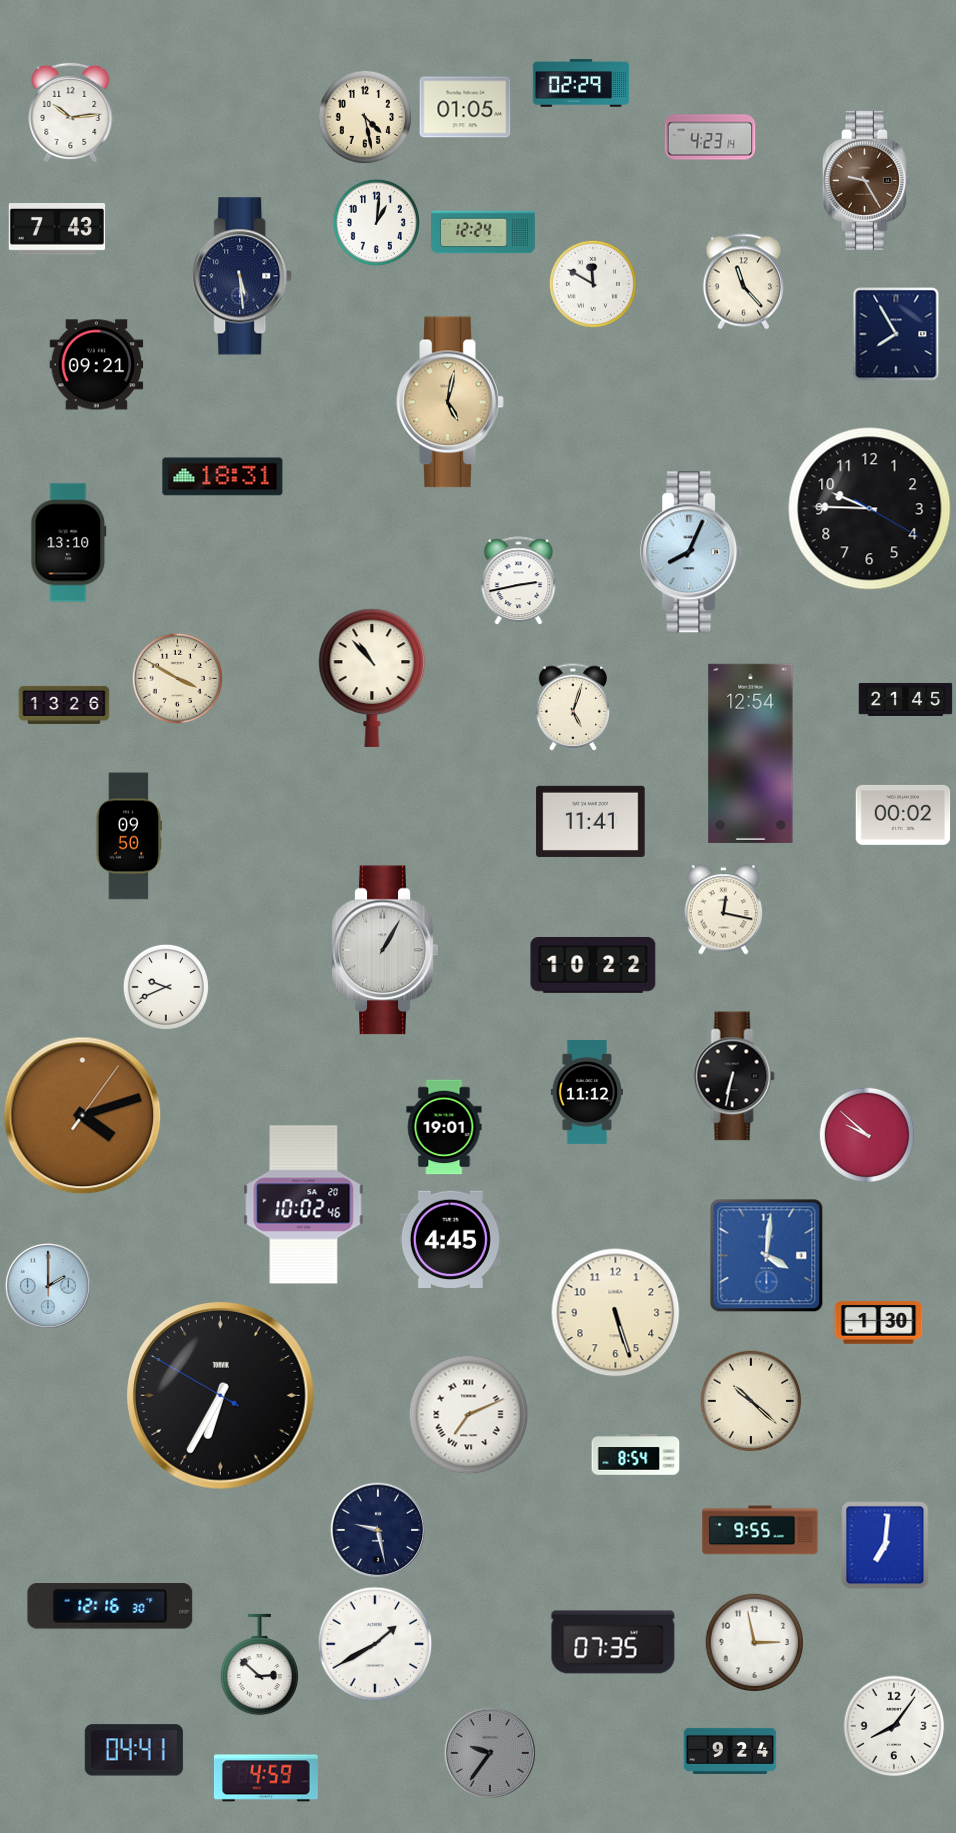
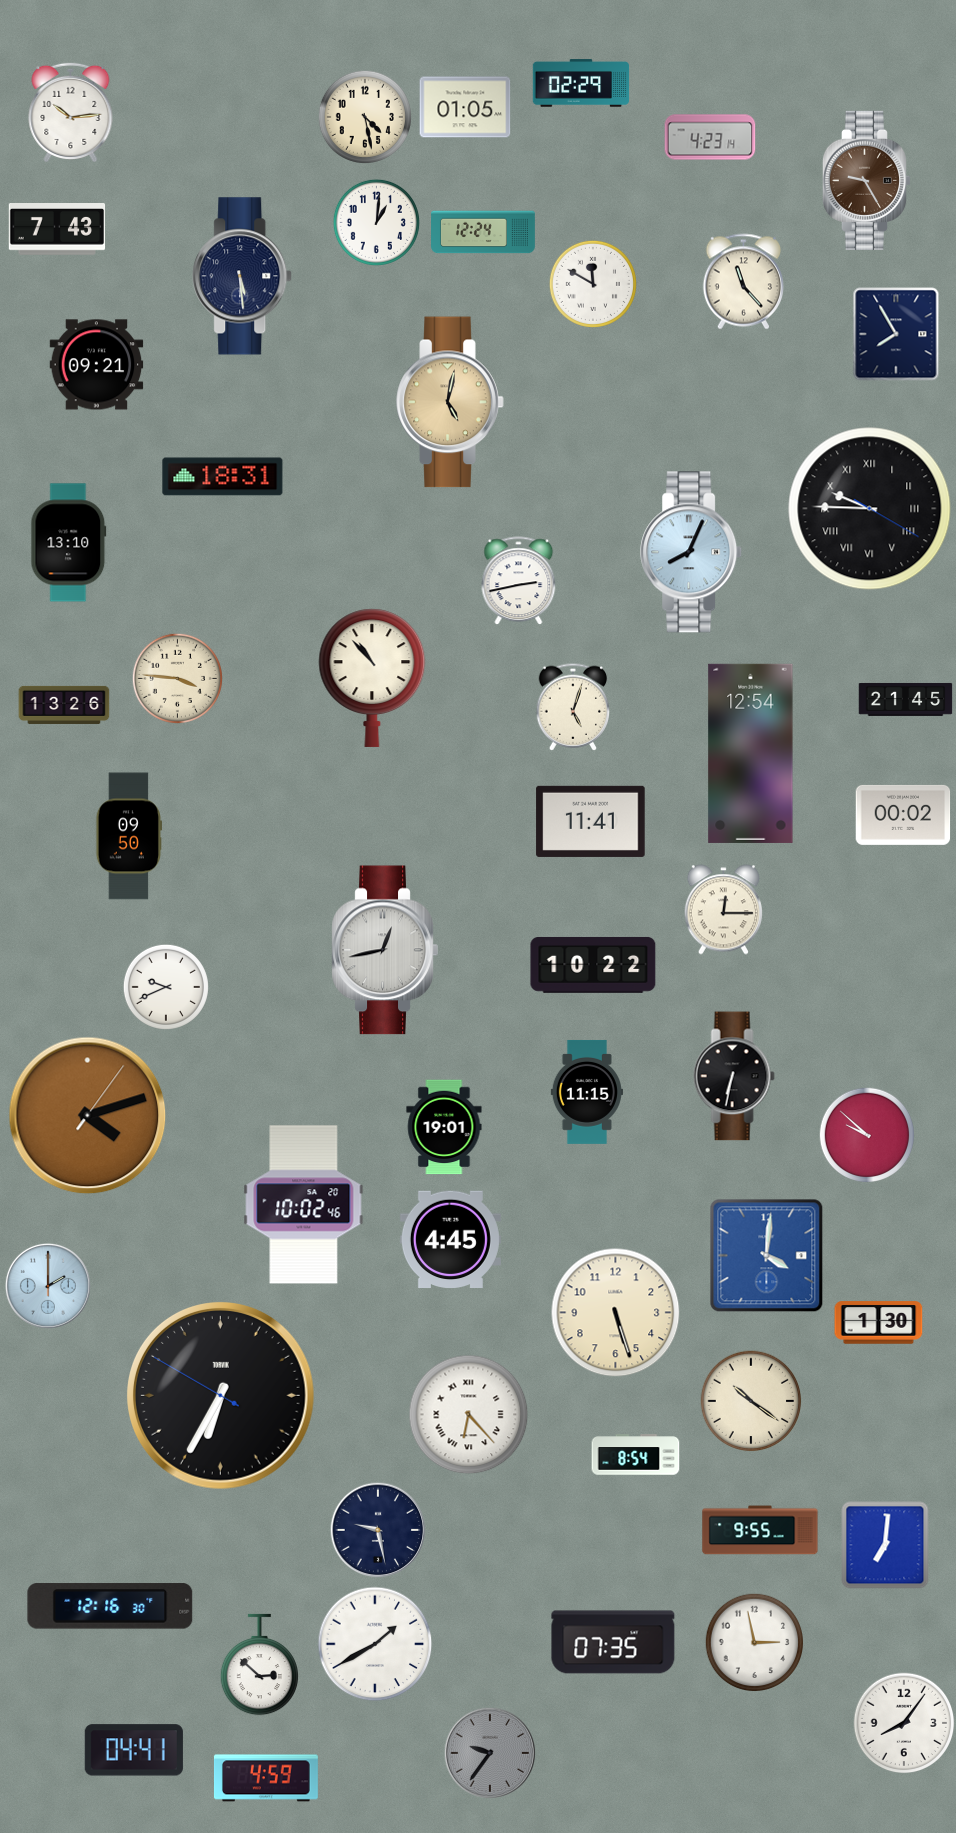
clock at (870, 509) numerals: Arabic -> Roman
clock at (177, 678): 3:50 -> 3:46
clock at (723, 910): 12:17 -> 12:15
clock at (385, 950): 1:05 -> 12:43
clock at (587, 1092): 11:12 -> 11:15
clock at (83, 1116) position: (83, 1116) -> (88, 1116)
clock at (751, 1401): 10:22 -> 10:21
clock at (469, 1415): 7:11 -> 6:23
clock at (894, 1726) position: (894, 1726) -> (904, 1723)
clock at (730, 1751): 9:24 -> none
